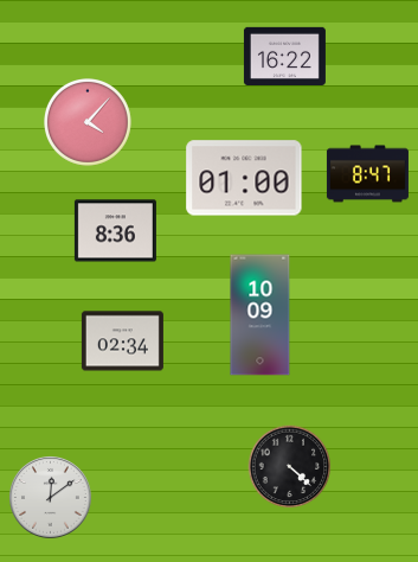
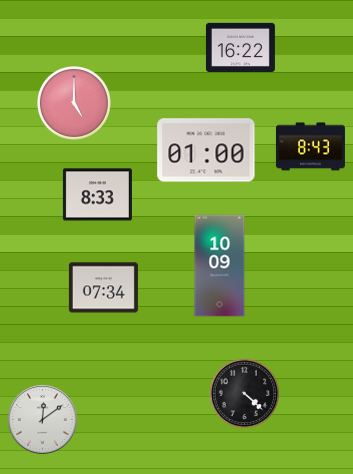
clock at (89, 123): 4:07 -> 5:00
clock at (367, 174): 8:47 -> 8:43
clock at (115, 231): 8:36 -> 8:33
clock at (122, 341): 02:34 -> 07:34
